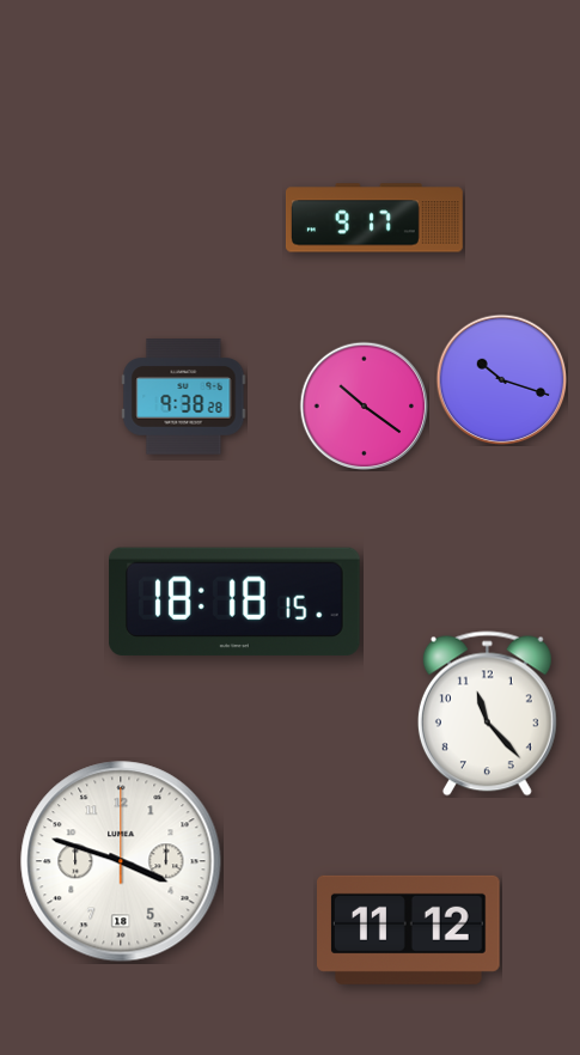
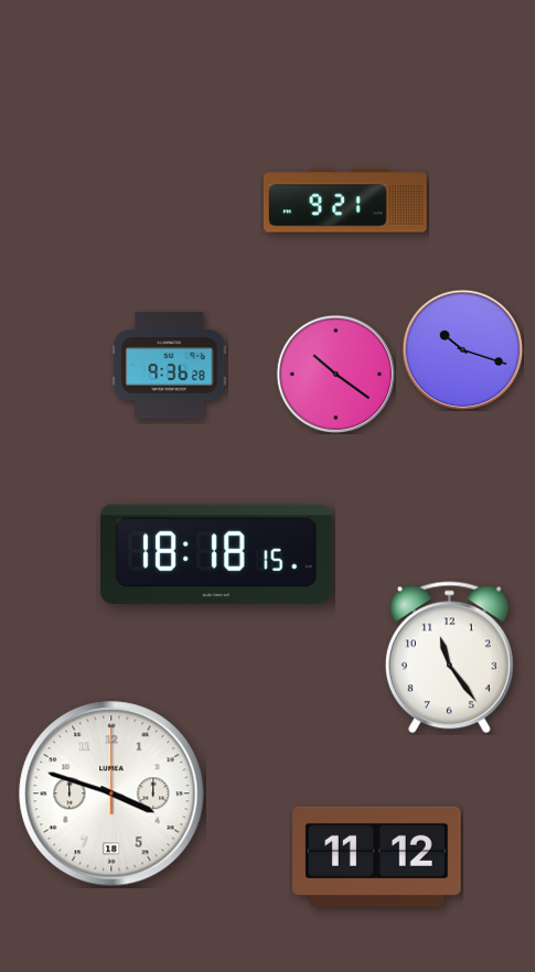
clock at (374, 218): 9:17 -> 9:21
clock at (184, 397): 9:38 -> 9:36
clock at (487, 714): 11:23 -> 11:24
